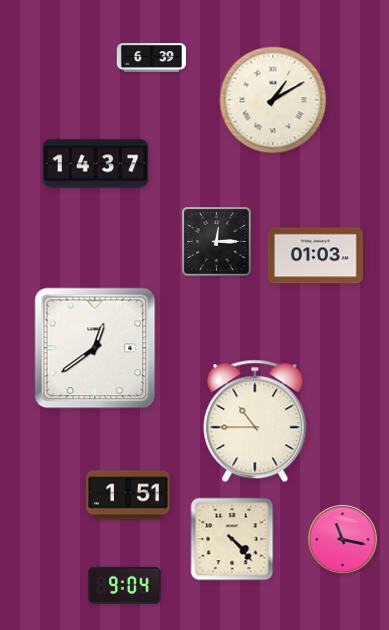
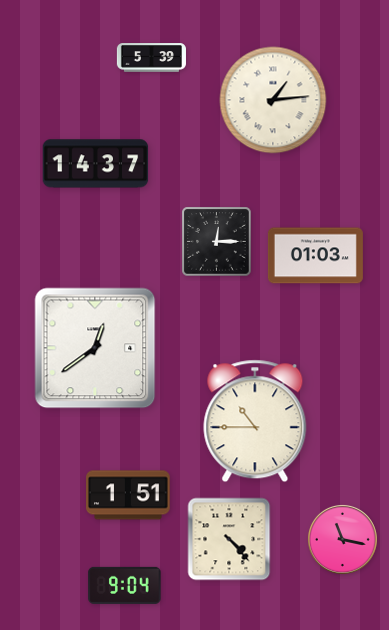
clock at (151, 58): 6:39 -> 5:39
clock at (273, 100): 1:10 -> 1:14
clock at (232, 539) position: (232, 539) -> (229, 539)
